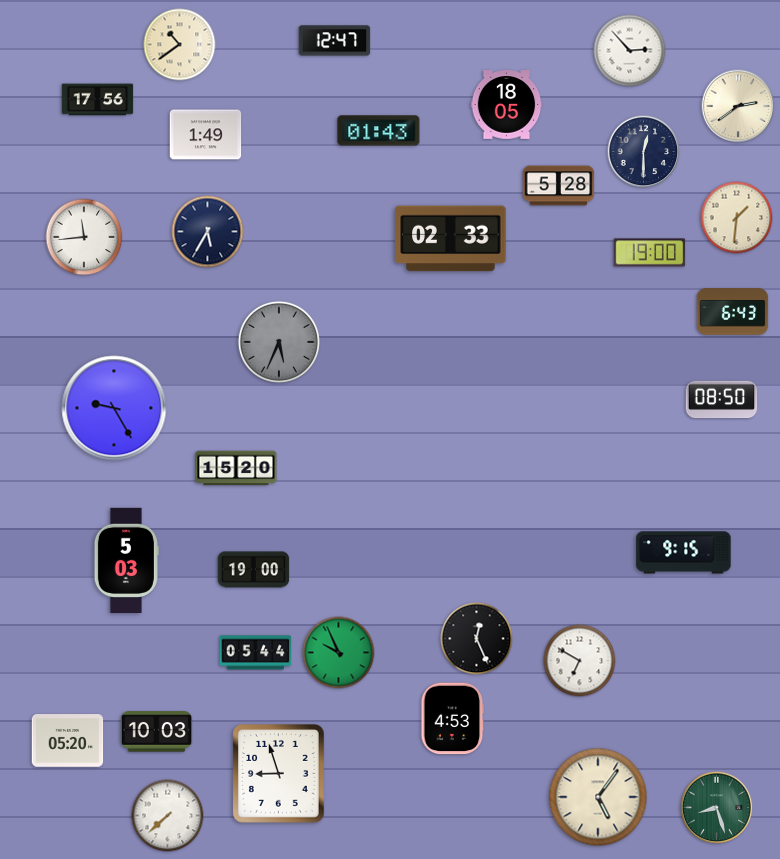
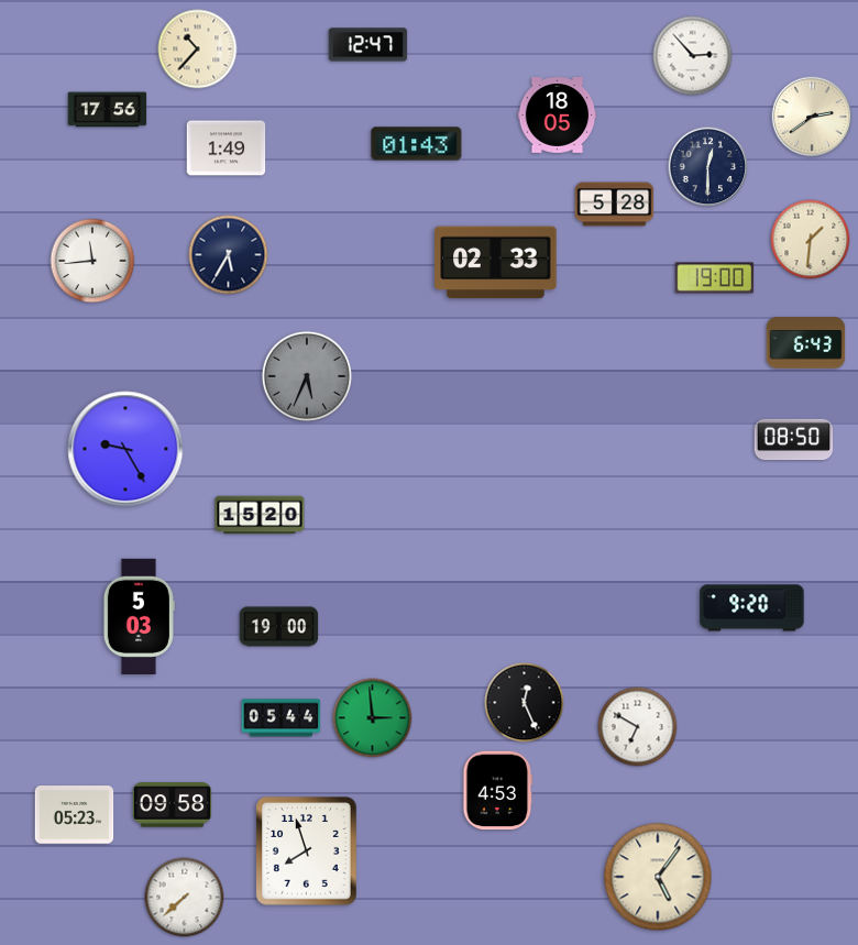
clock at (180, 45): 10:39 -> 10:37
clock at (684, 553): 9:15 -> 9:20
clock at (339, 653): 9:56 -> 2:59
clock at (157, 732): 10:03 -> 09:58
clock at (68, 741): 05:20 -> 05:23
clock at (279, 774): 8:57 -> 7:57
clock at (717, 808): 8:27 -> none
